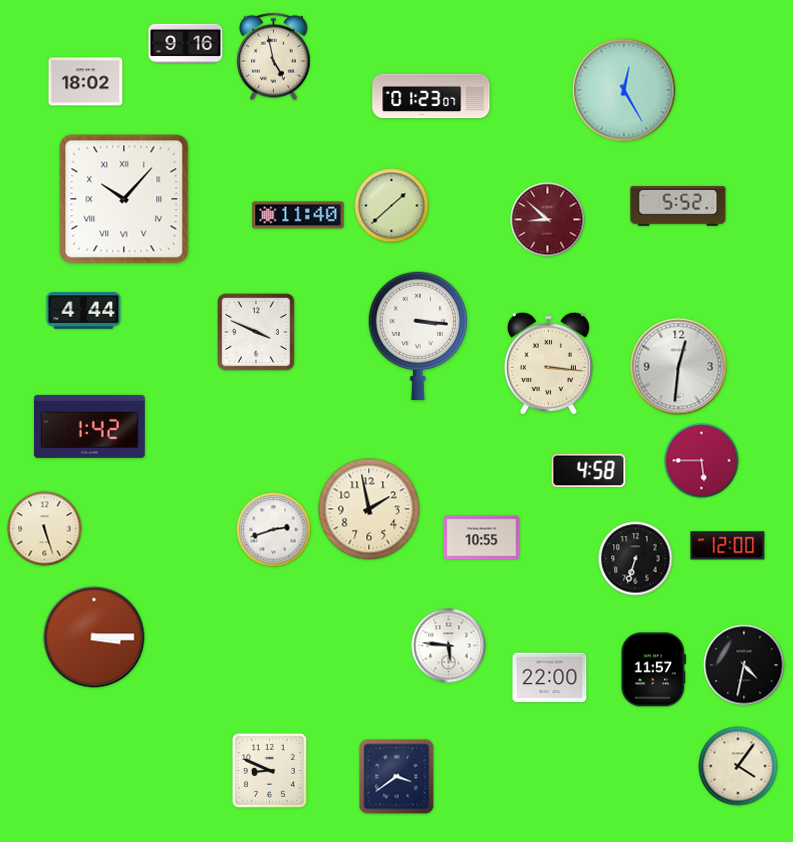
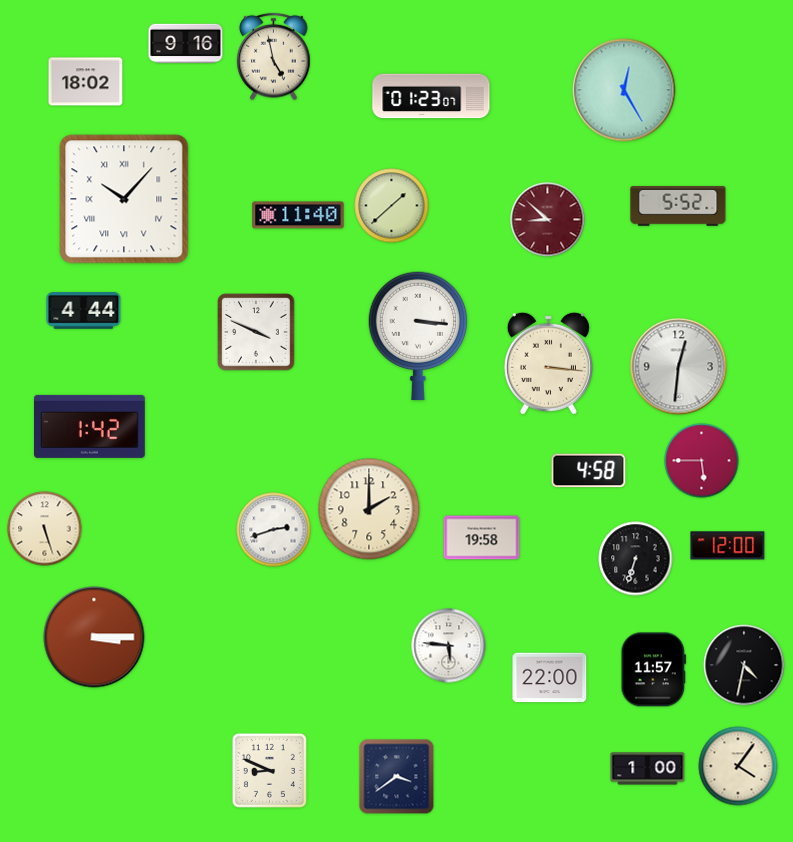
clock at (369, 509): 1:58 -> 2:00
clock at (482, 538): 10:55 -> 19:58
clock at (648, 769): none -> 1:00
